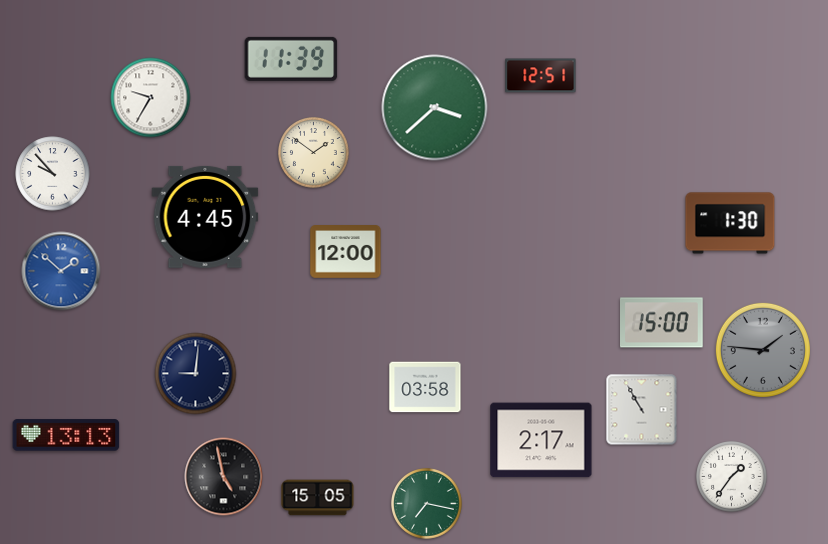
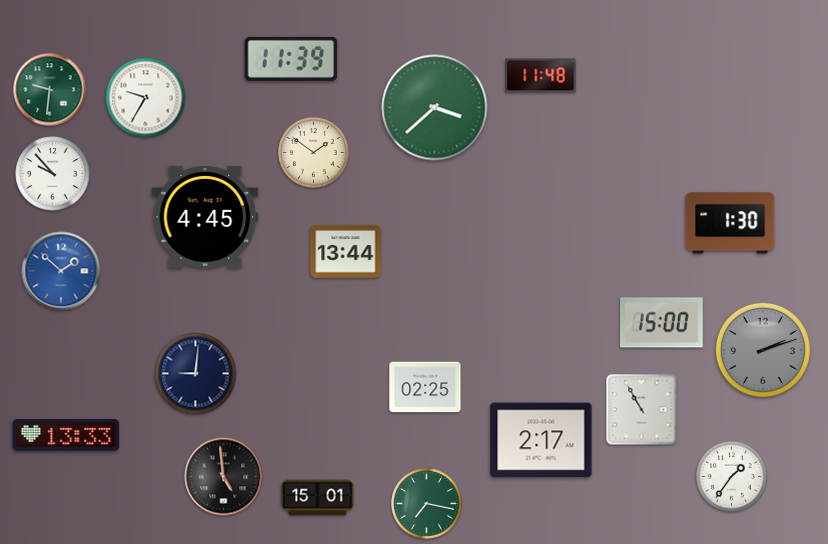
clock at (541, 76): 12:51 -> 11:48
clock at (50, 90): none -> 9:31
clock at (151, 98) position: (151, 98) -> (146, 98)
clock at (346, 252): 12:00 -> 13:44
clock at (763, 350): 1:46 -> 2:12
clock at (425, 387): 03:58 -> 02:25
clock at (66, 435): 13:13 -> 13:33
clock at (224, 477): 4:58 -> 4:59
clock at (318, 498): 15:05 -> 15:01
